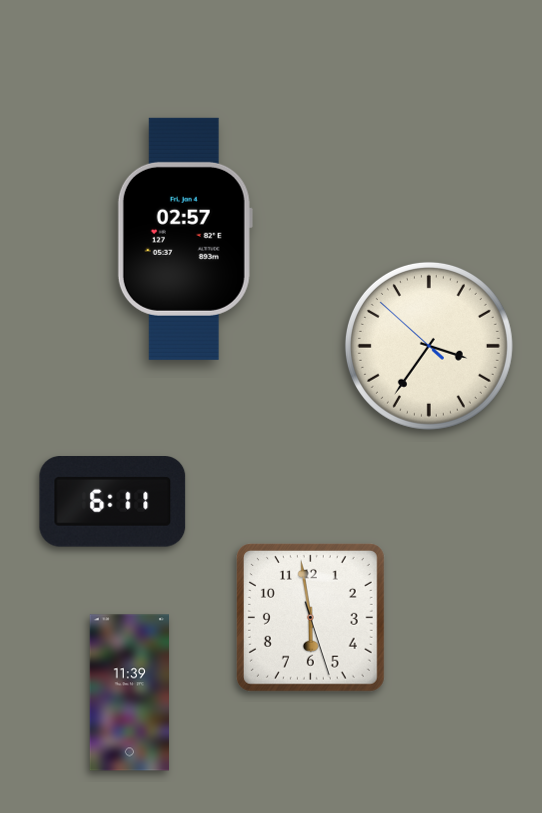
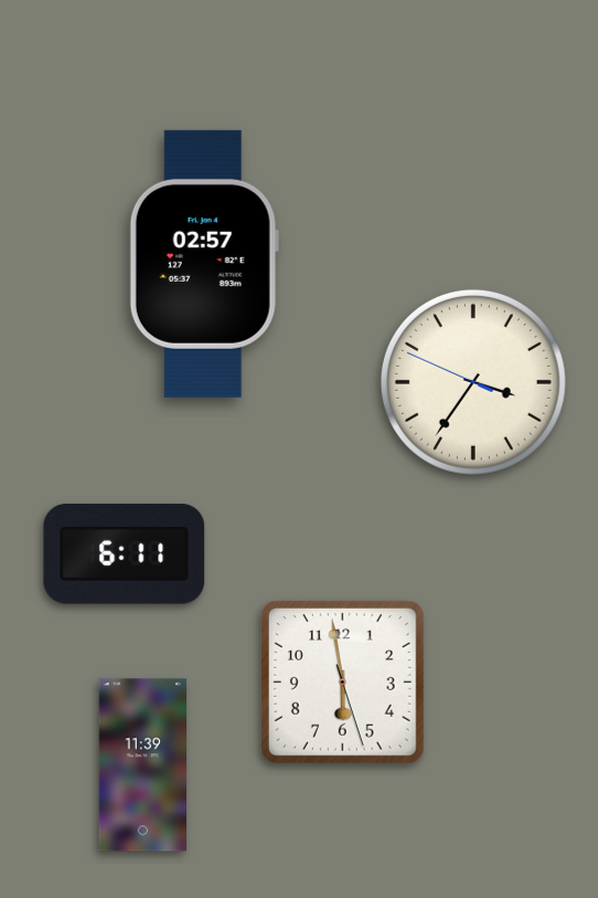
clock at (429, 346): 3:35:52 -> 3:35:49
